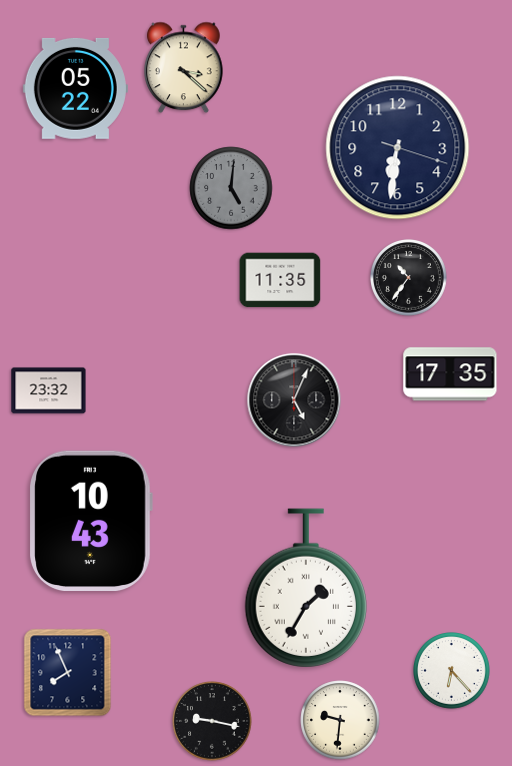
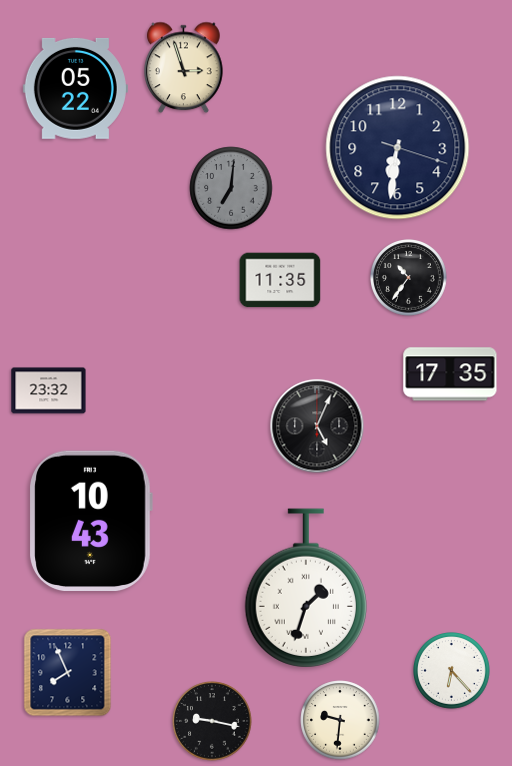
clock at (184, 68): 3:22 -> 2:57
clock at (231, 188): 5:01 -> 7:01
clock at (294, 400) position: (294, 400) -> (317, 426)
clock at (306, 588): 1:35 -> 1:33
